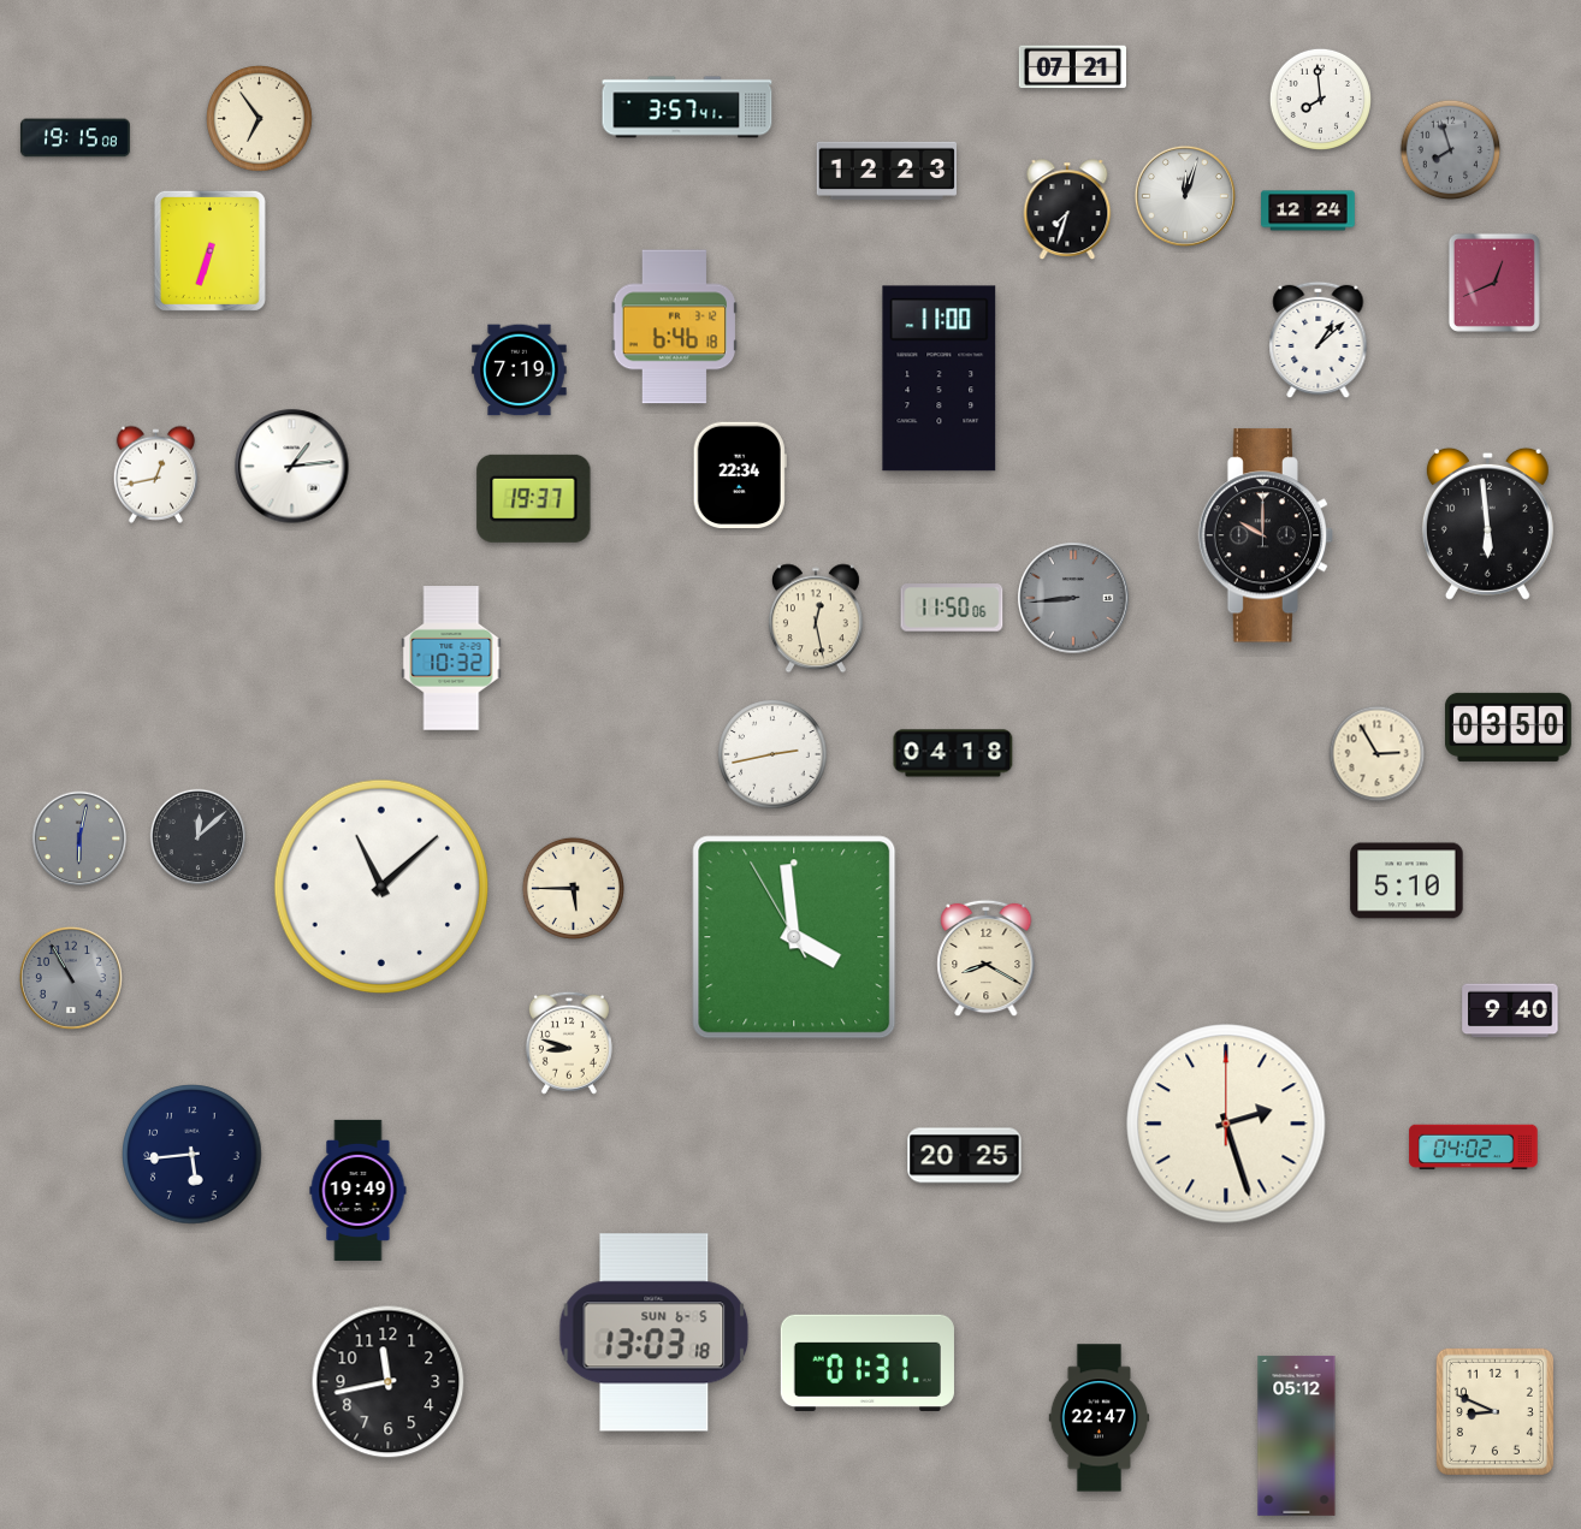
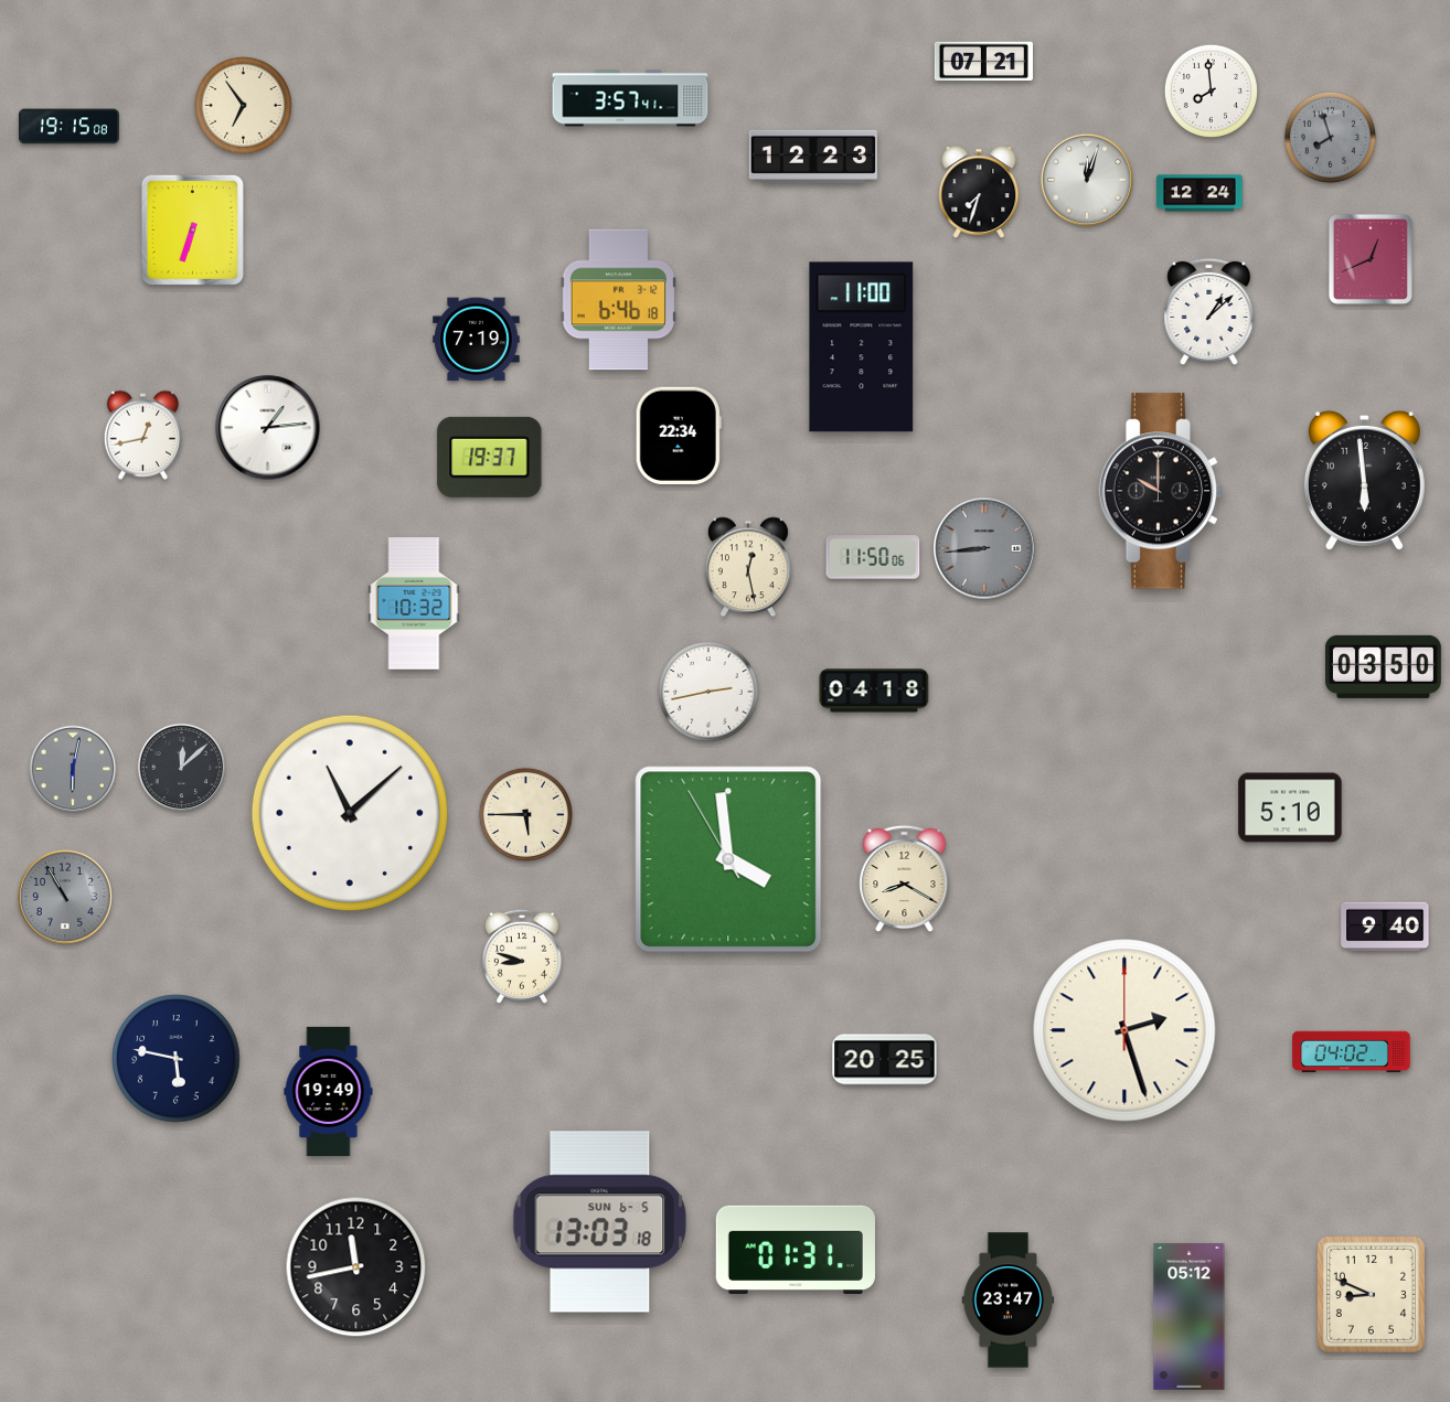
clock at (260, 119) position: (260, 119) -> (244, 106)
clock at (1378, 754): 2:55 -> none
clock at (193, 1155): 5:44 -> 5:47
clock at (1100, 1418): 22:47 -> 23:47
